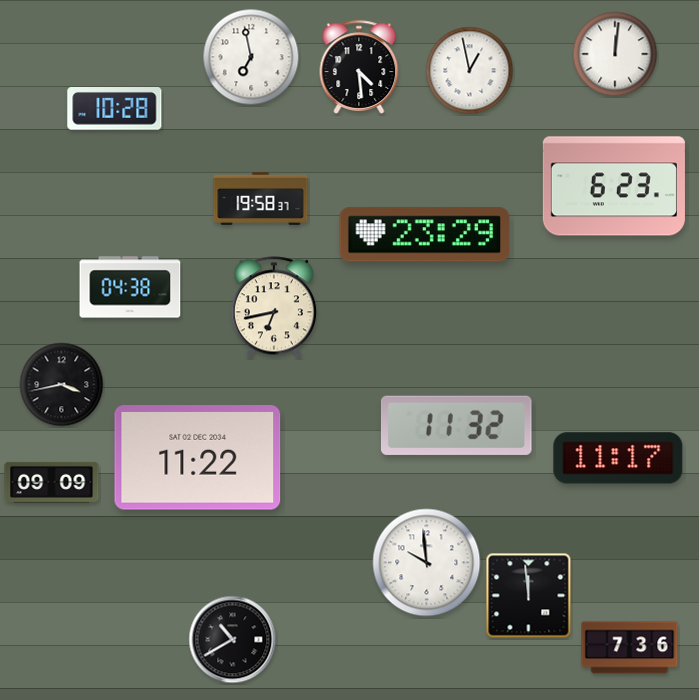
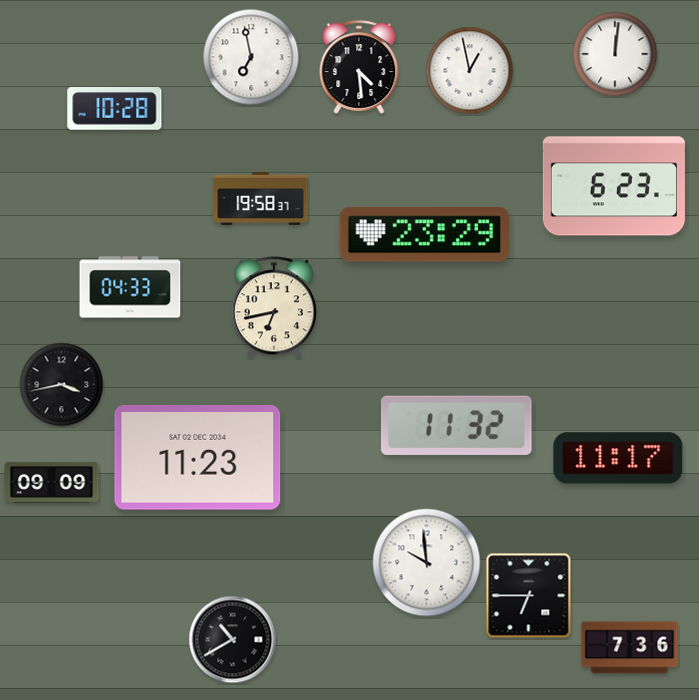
clock at (130, 287): 04:38 -> 04:33
clock at (198, 458): 11:22 -> 11:23
clock at (529, 596): 11:59 -> 6:45
